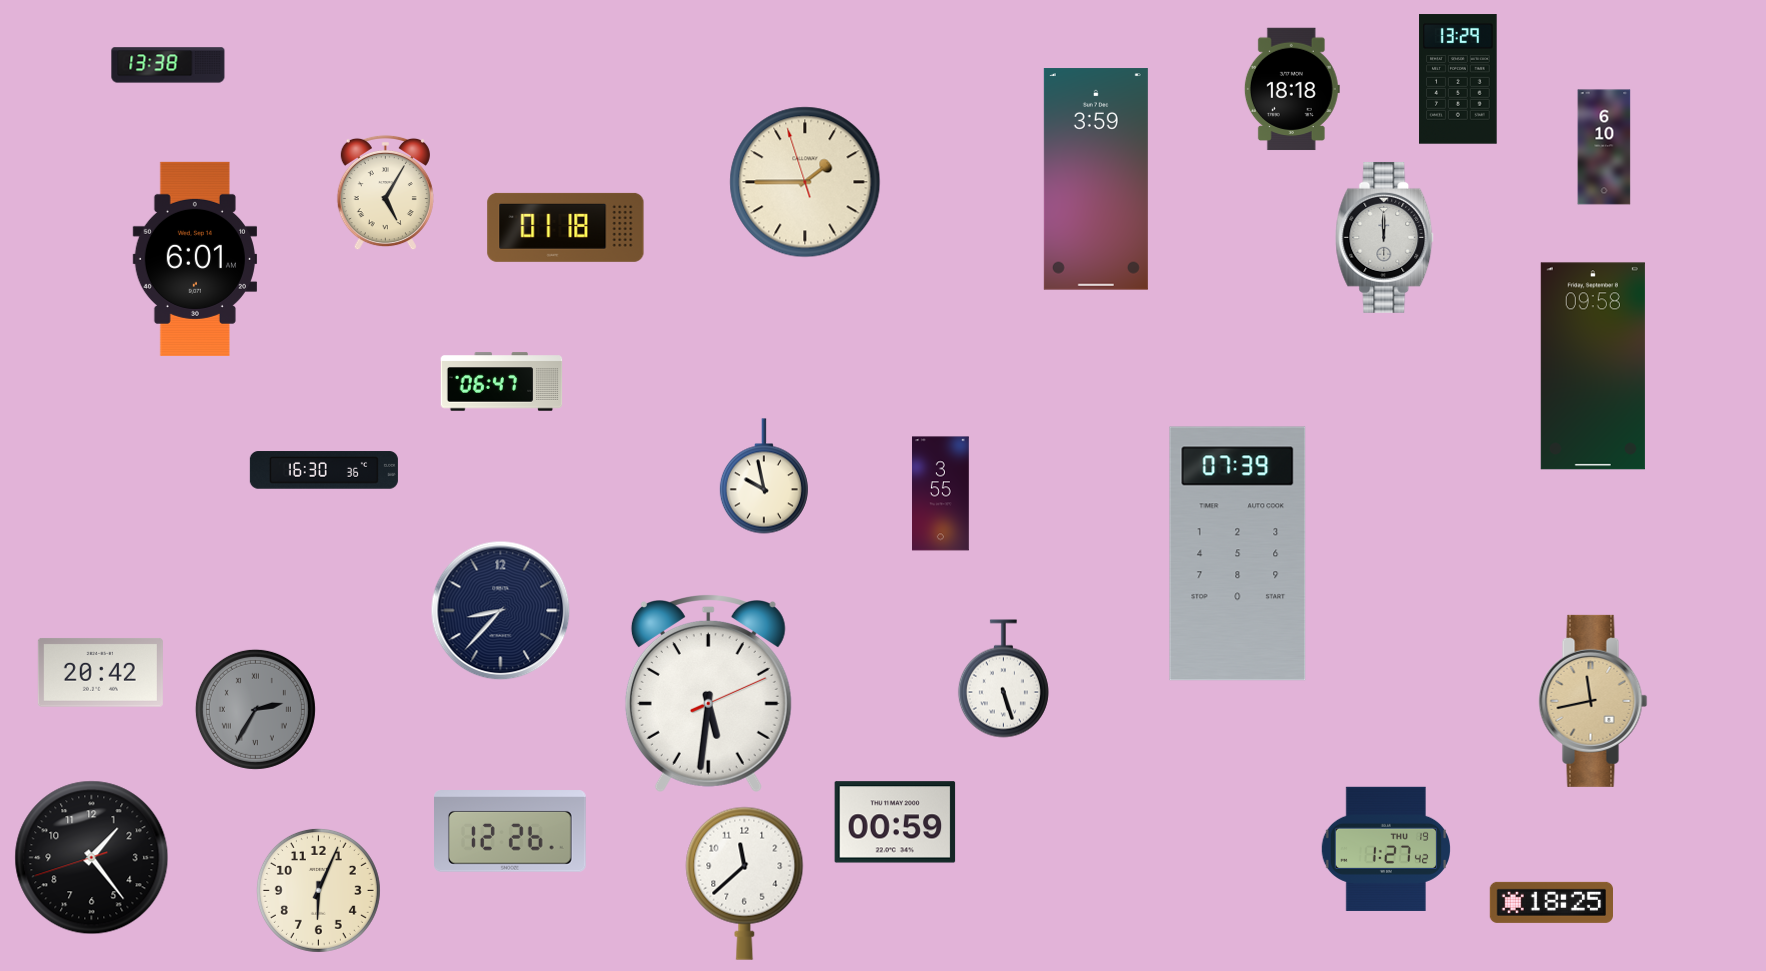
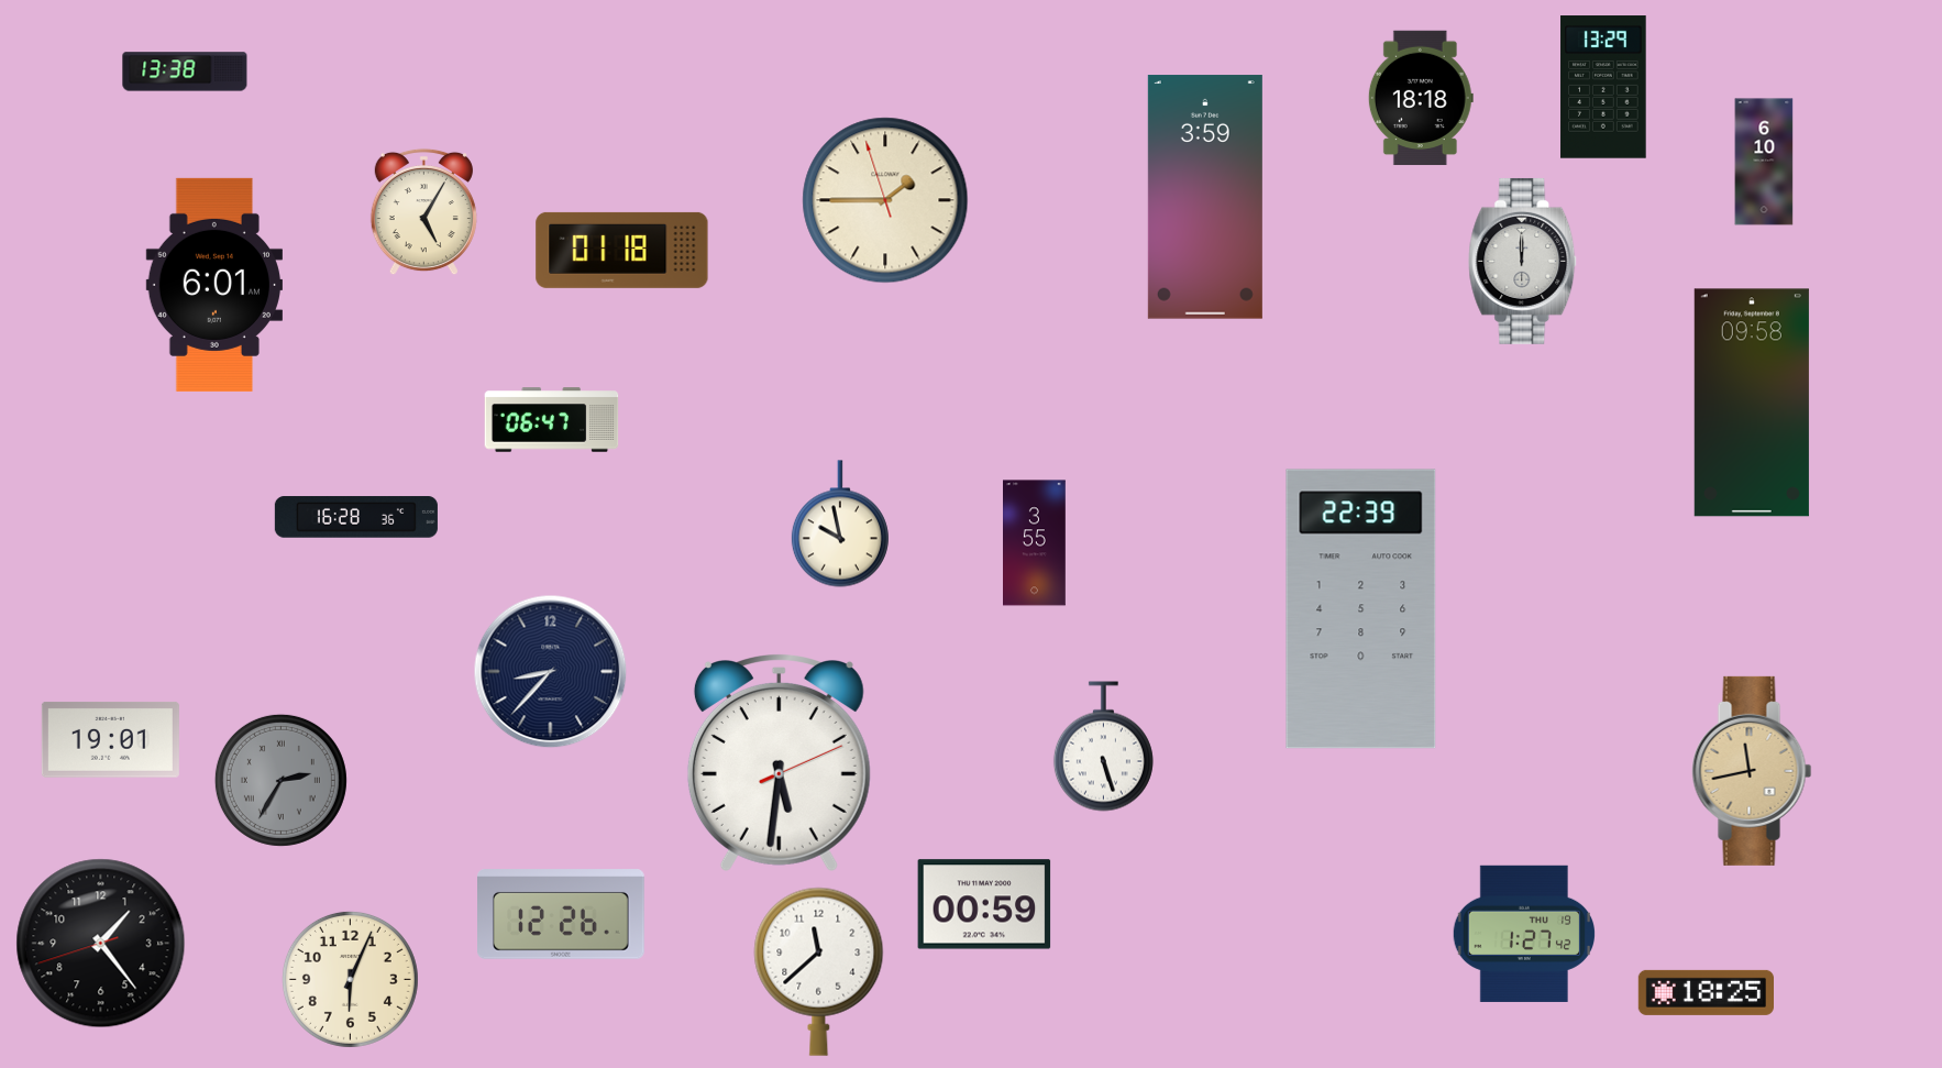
clock at (324, 470): 16:30 -> 16:28
clock at (1238, 554): 07:39 -> 22:39
clock at (100, 673): 20:42 -> 19:01
